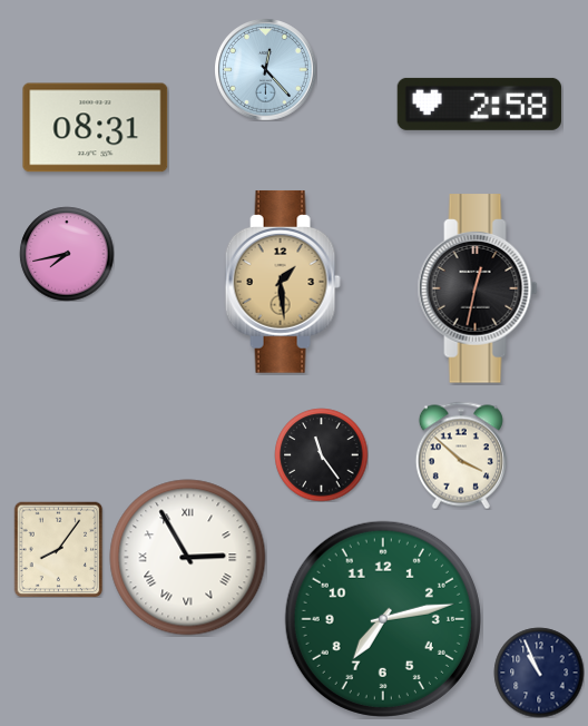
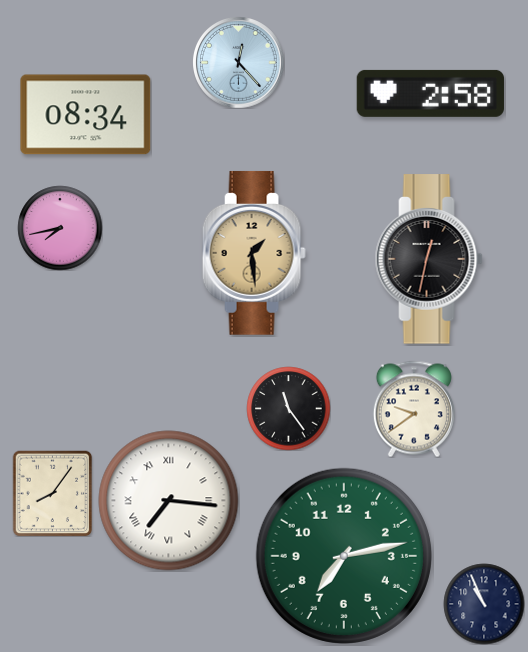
clock at (96, 128): 08:31 -> 08:34
clock at (461, 455): 3:52 -> 9:39
clock at (188, 558): 2:55 -> 7:16
